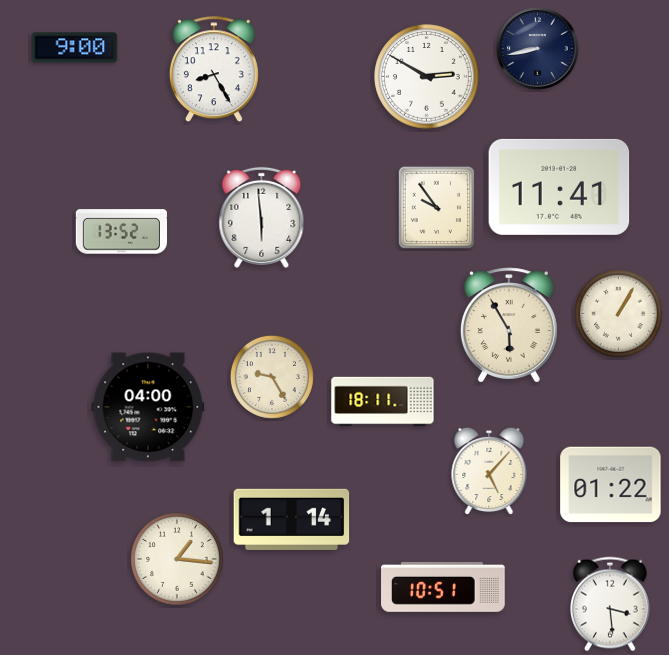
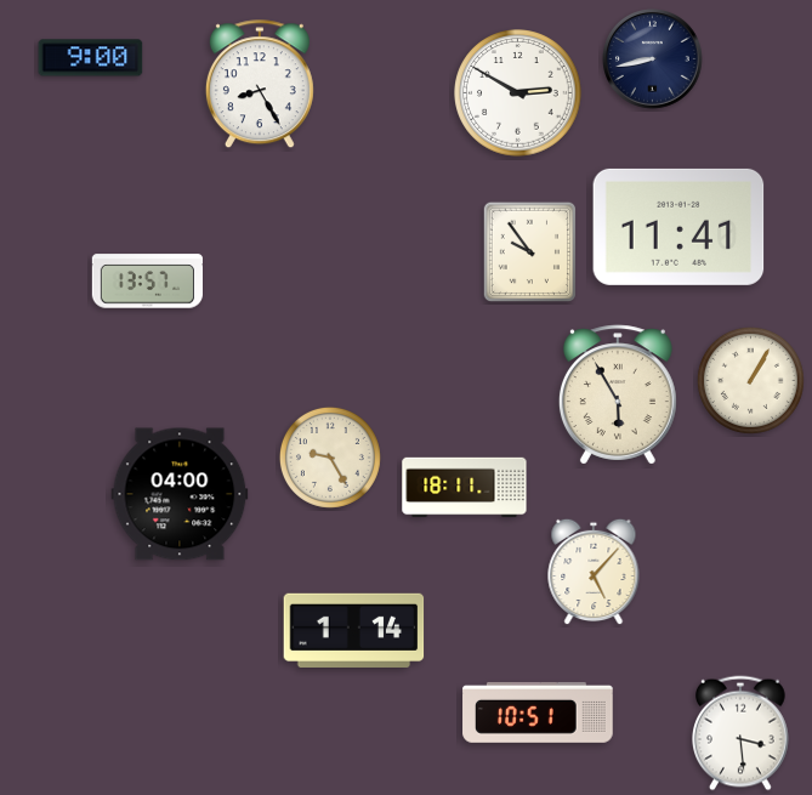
clock at (262, 217): 5:59 -> none
clock at (121, 232): 13:52 -> 13:57
clock at (611, 485): 01:22 -> none
clock at (178, 560): 1:16 -> none
